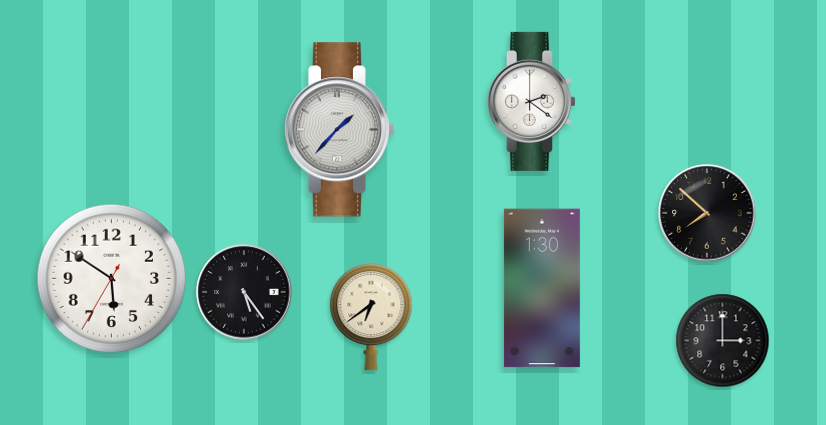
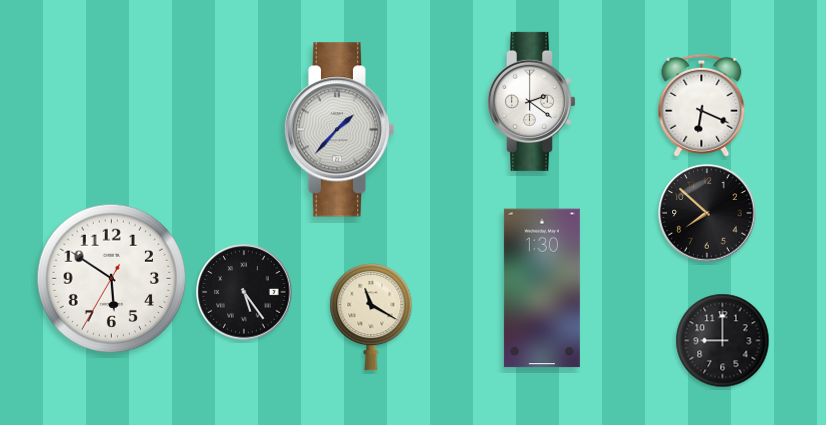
clock at (702, 105): none -> 6:19
clock at (371, 318): 6:39 -> 11:20
clock at (723, 341): 3:00 -> 9:00
